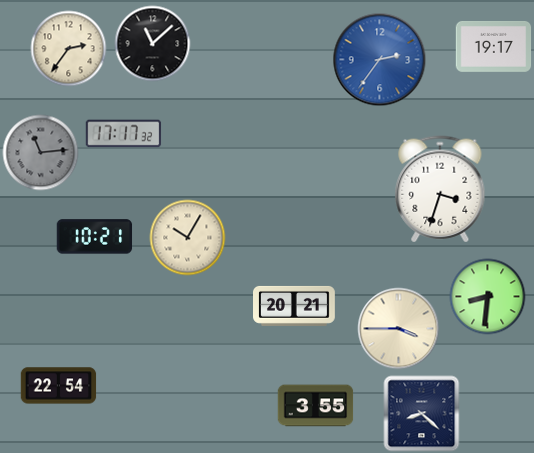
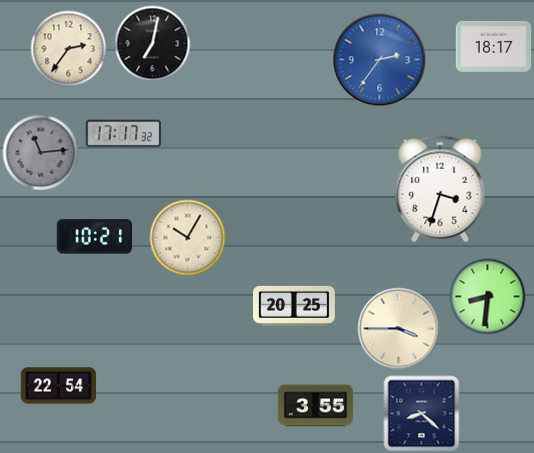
clock at (153, 44): 11:08 -> 7:02
clock at (494, 46): 19:17 -> 18:17
clock at (295, 306): 20:21 -> 20:25
